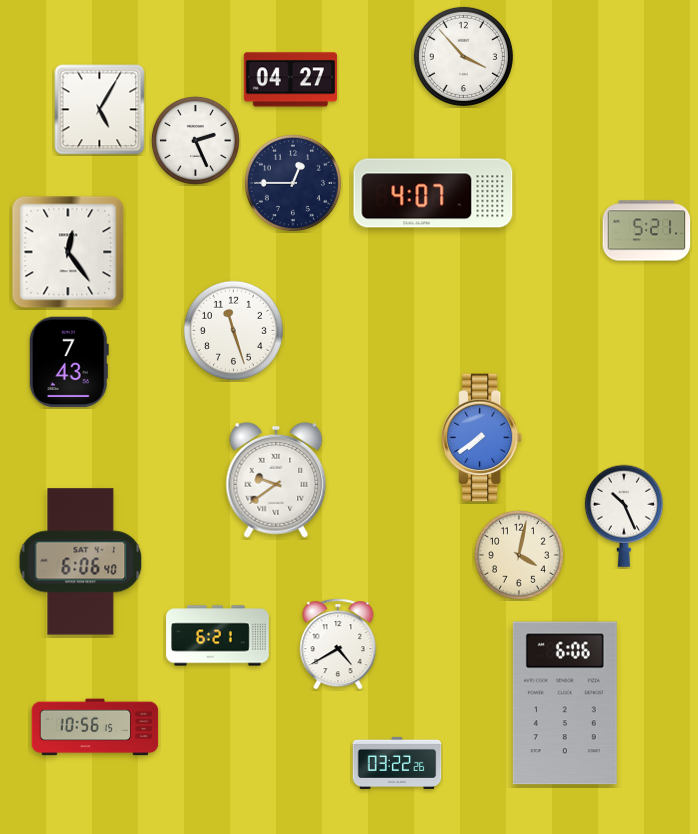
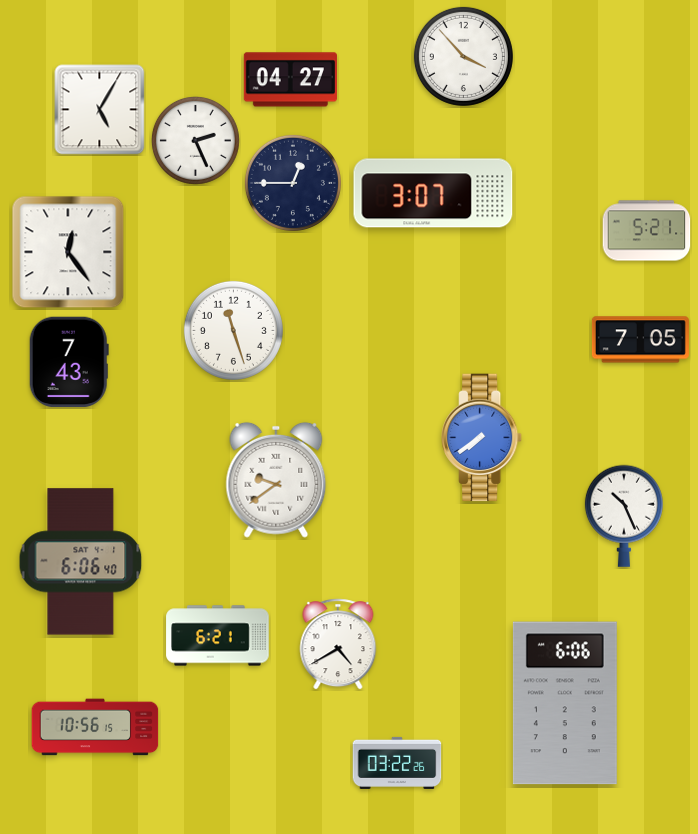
clock at (433, 193): 4:07 -> 3:07
clock at (640, 340): none -> 7:05
clock at (519, 555): 4:02 -> none
